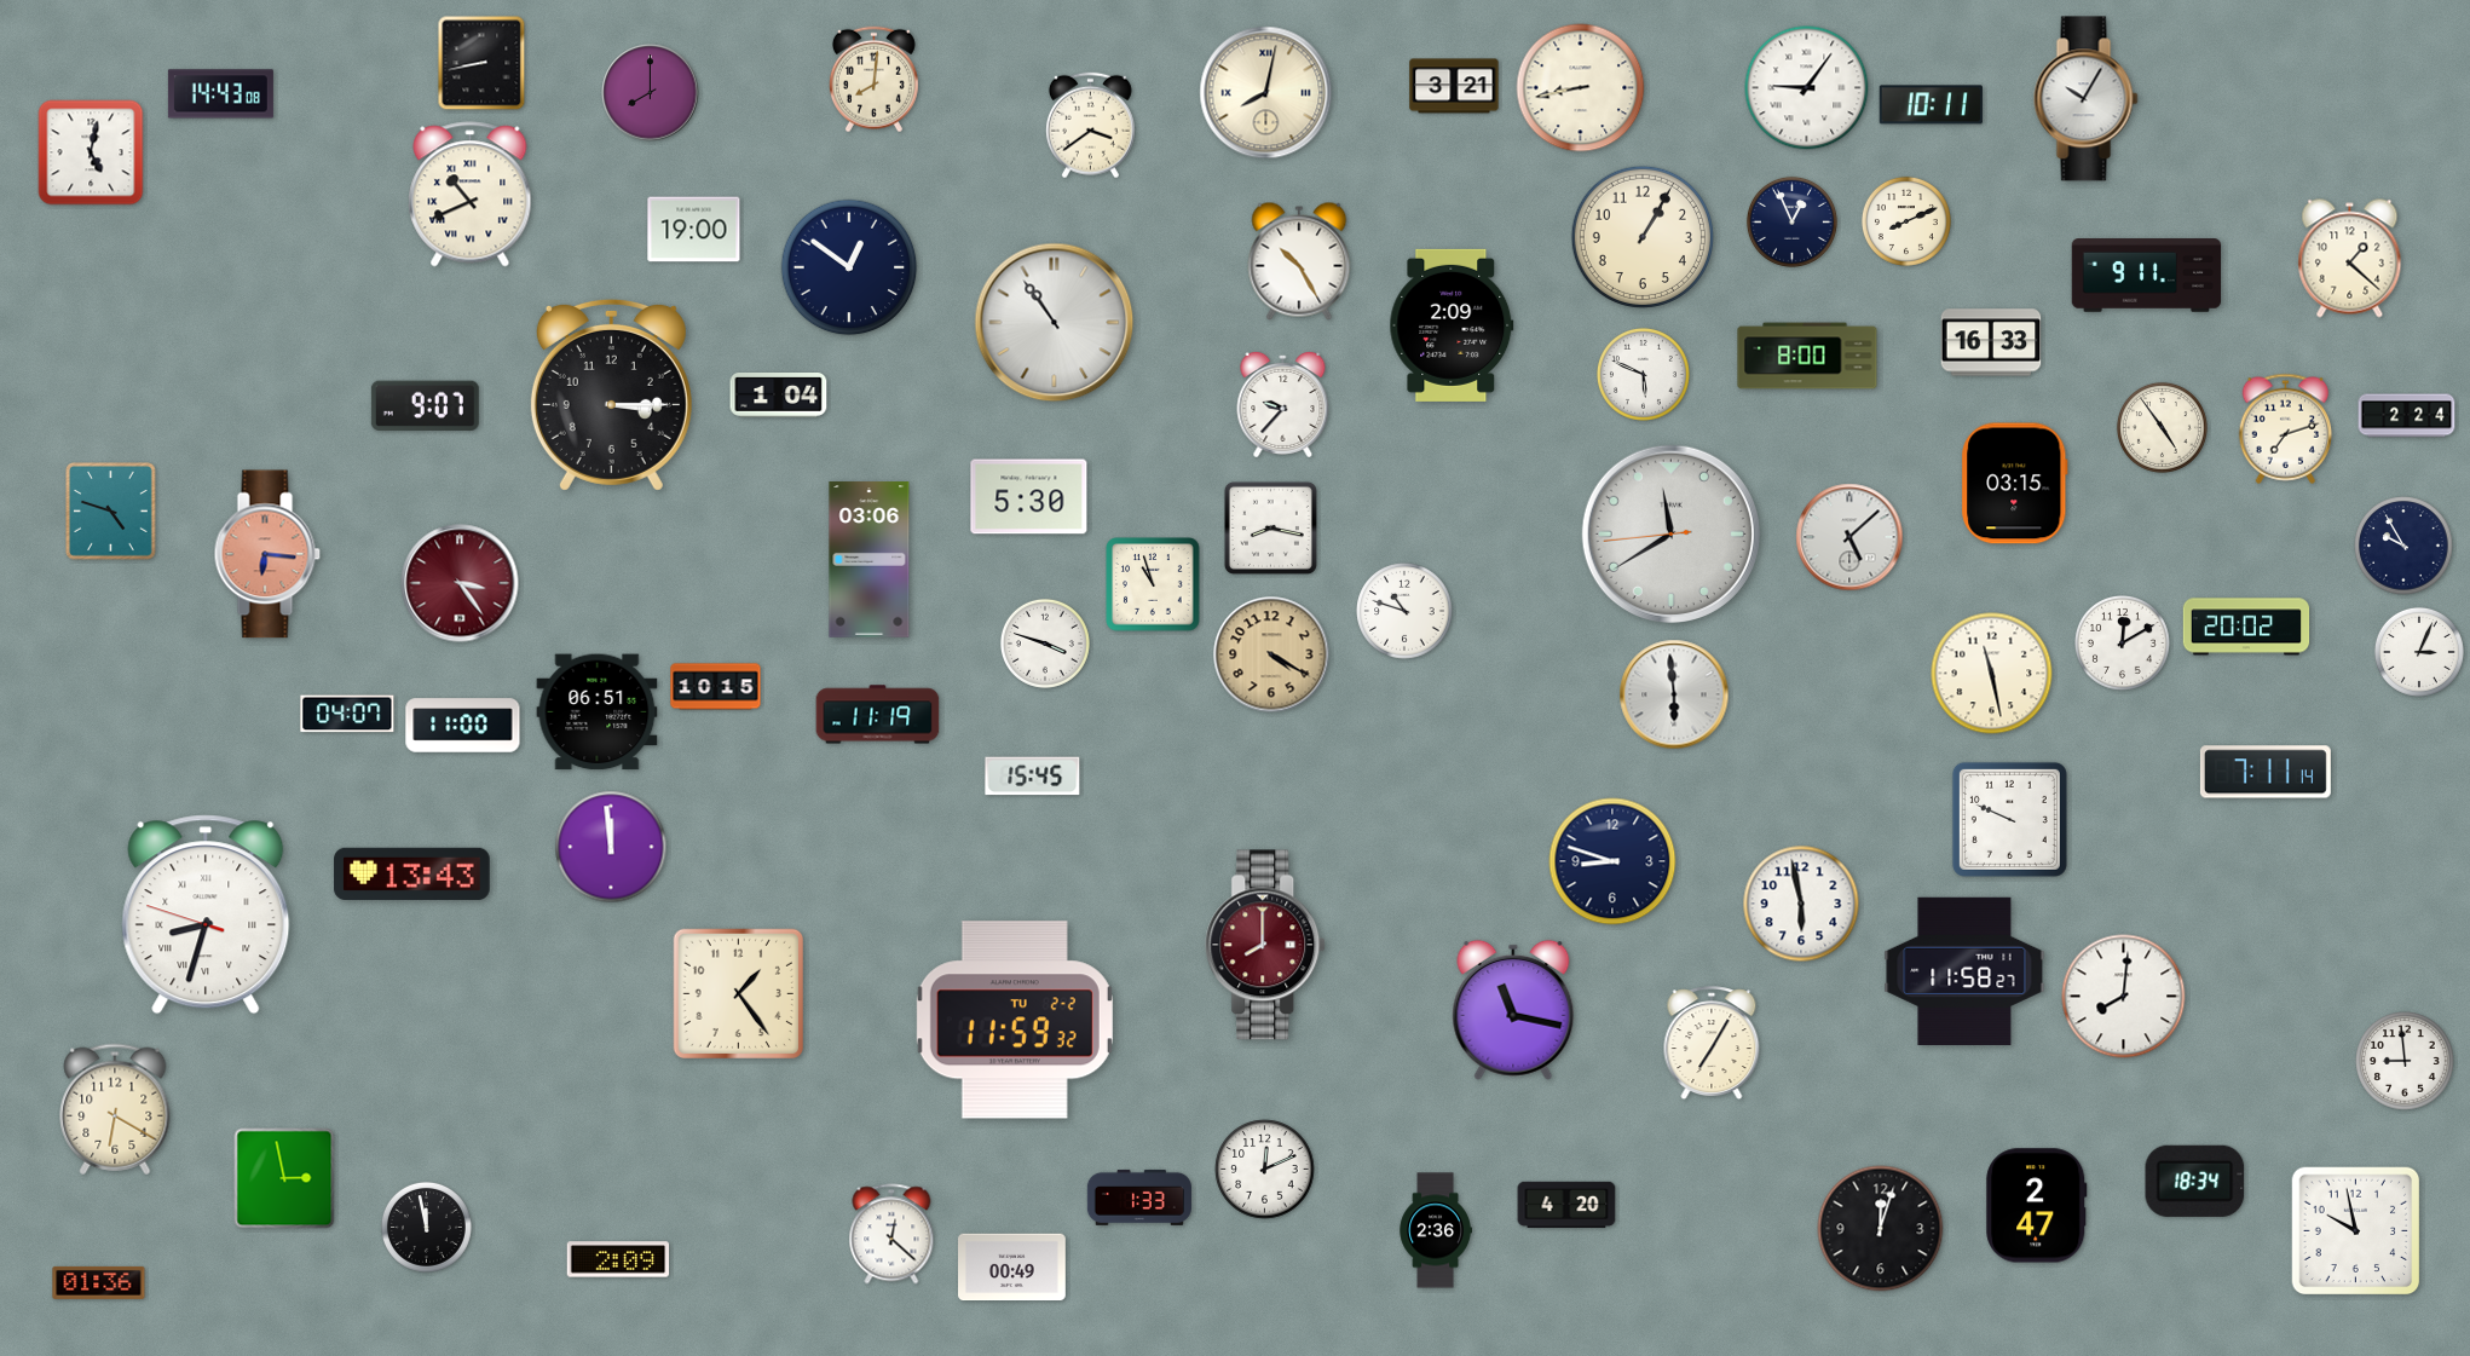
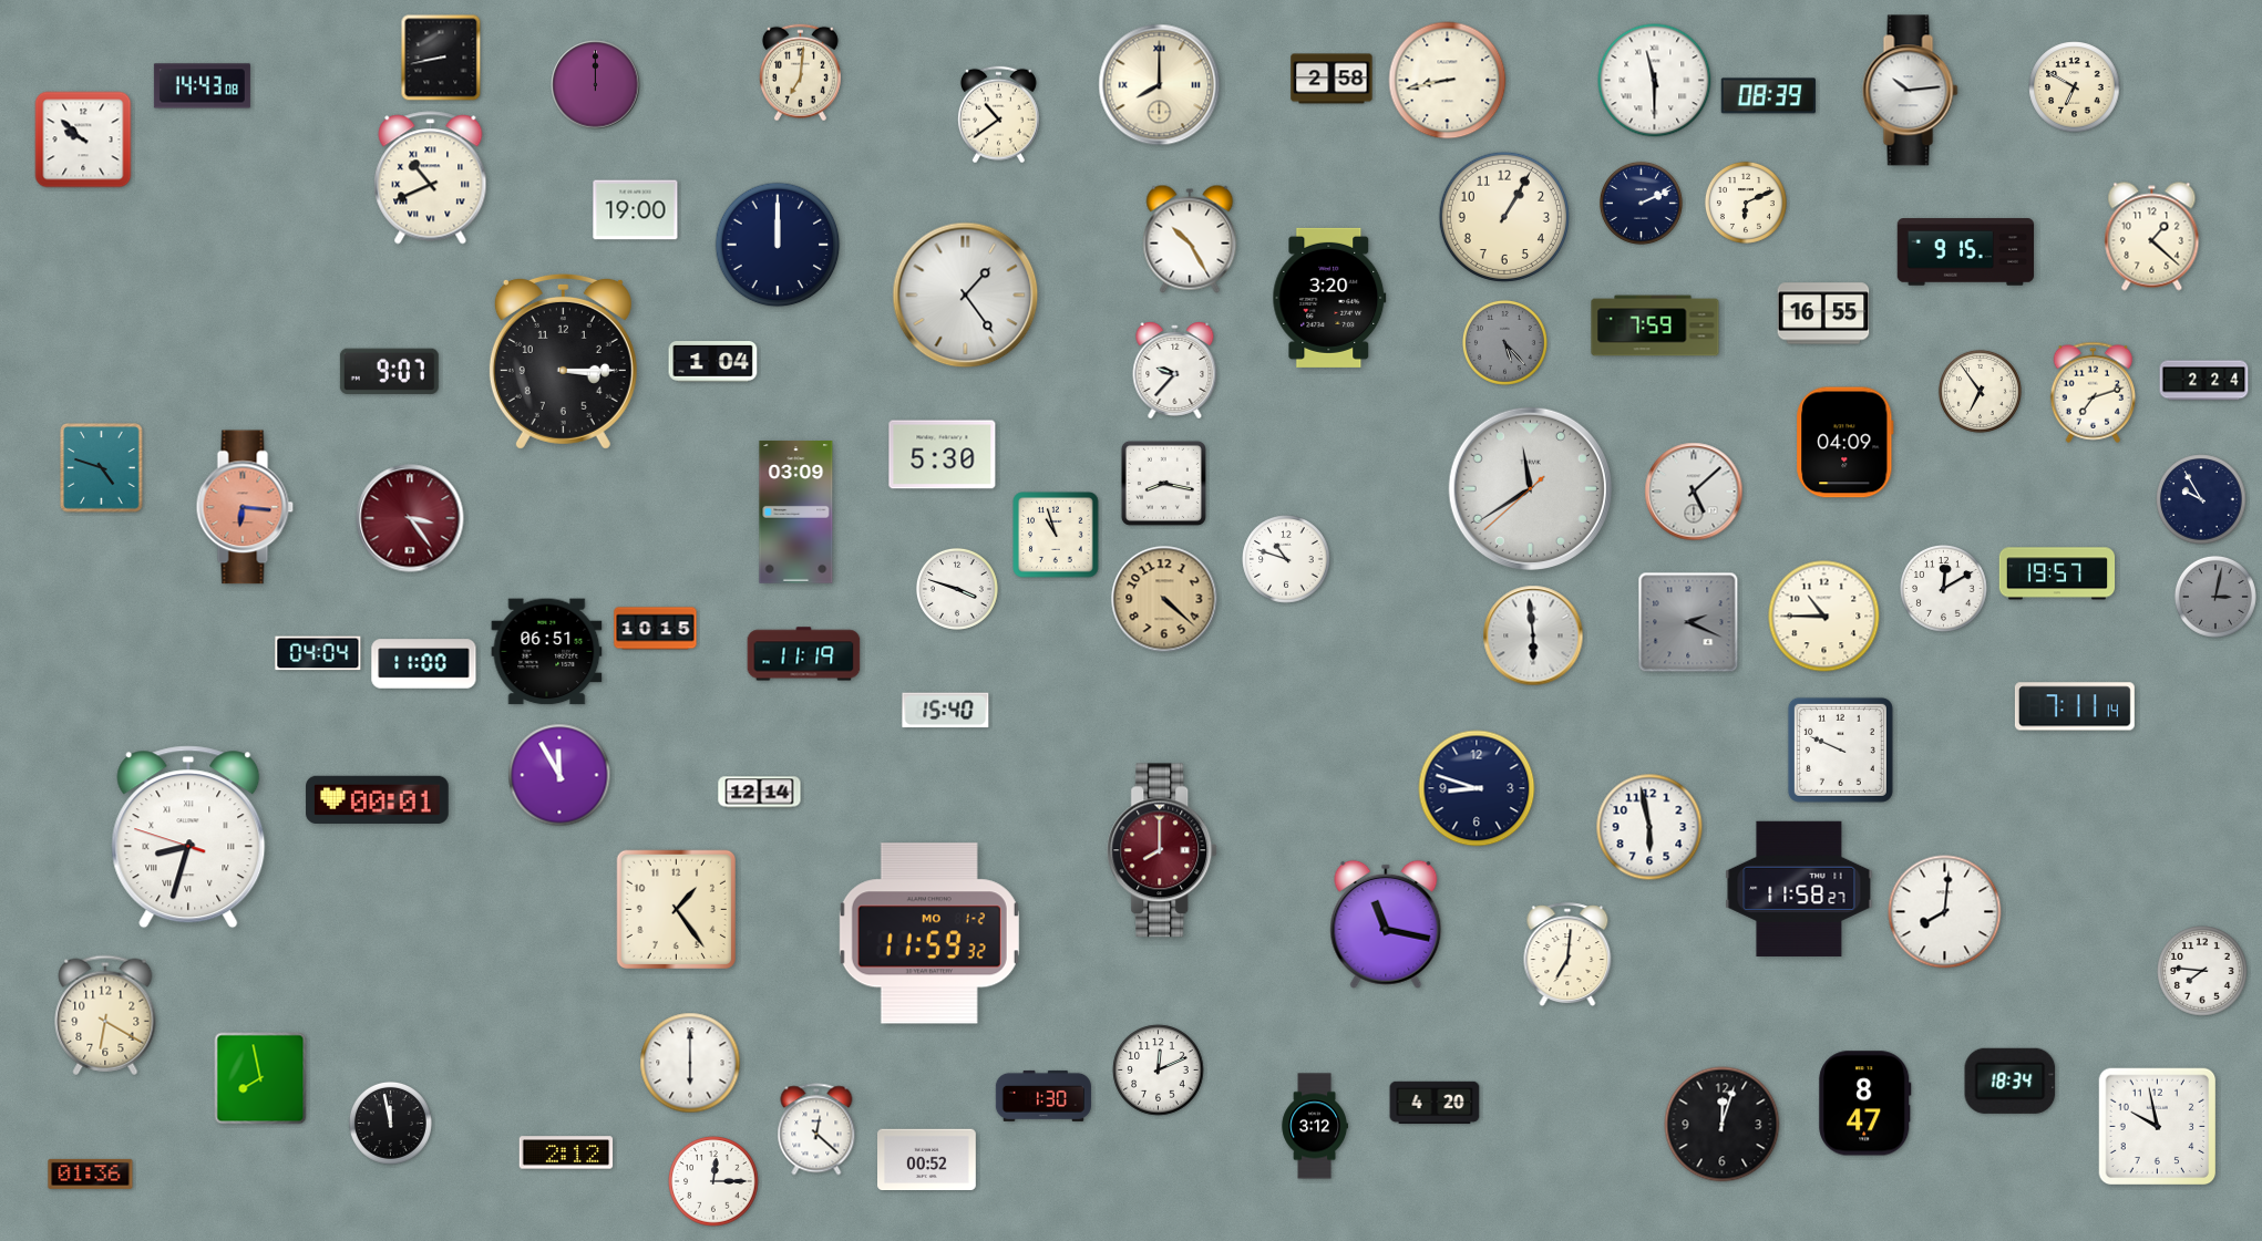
clock at (873, 80): 8:01 -> 7:01
clock at (1454, 86): 3:21 -> 2:58
clock at (1807, 88): 9:06 -> 11:30
clock at (651, 93): 8:00 -> 12:00
clock at (1266, 93): 8:02 -> 8:00
clock at (2075, 87): none -> 6:50
clock at (2087, 99): 10:05 -> 10:14
clock at (1931, 105): 10:11 -> 08:39
clock at (1090, 126): 3:39 -> 10:39
clock at (91, 152): 5:02 -> 9:52
clock at (1791, 221): 12:56 -> 2:11
clock at (1906, 221): 8:11 -> 6:11
clock at (849, 267): 12:51 -> 12:00
clock at (2147, 276): 9:11 -> 9:15
clock at (1055, 323): 10:54 -> 1:24
clock at (1452, 325): 2:09 -> 3:20
clock at (1991, 342): 16:33 -> 16:55
clock at (1807, 356): 8:00 -> 7:59
clock at (1644, 375): 5:49 -> 5:23
clock at (1644, 375) dial: white -> grey
clock at (611, 394) position: (611, 394) -> (563, 361)
clock at (2162, 427): 4:54 -> 6:54
clock at (2015, 484): 03:15 -> 04:09
clock at (1670, 533): 11:39:44 -> 11:39:38
clock at (870, 560): 03:06 -> 03:09
clock at (460, 583) position: (460, 583) -> (410, 518)
clock at (2246, 627): 20:02 -> 19:57
clock at (2419, 652): 3:04 -> 3:02
clock at (2419, 652) dial: white -> grey
clock at (1271, 654): 4:20 -> 4:22
clock at (1992, 674): 11:28 -> 10:45
clock at (1688, 622): none -> 2:19
clock at (347, 714): 04:07 -> 04:04
clock at (1033, 777): 15:45 -> 15:40
clock at (611, 847): 11:59 -> 11:55
clock at (760, 793): none -> 12:14
clock at (412, 873): 13:43 -> 00:01
clock at (1266, 945) position: (1266, 945) -> (1163, 850)
clock at (1015, 1020) date: TU 2-2 -> MO 1-2
clock at (1712, 1044): 7:05 -> 7:01
clock at (2405, 1061): 8:59 -> 7:46
clock at (690, 1063): none -> 6:00
clock at (284, 1178): 2:58 -> 7:58
clock at (1139, 1198): 1:33 -> 1:30
clock at (2037, 1206): 2:47 -> 8:47
clock at (1436, 1230): 2:36 -> 3:12
clock at (618, 1259): 2:09 -> 2:12
clock at (1012, 1268): 00:49 -> 00:52
clock at (713, 1181): none -> 12:15
